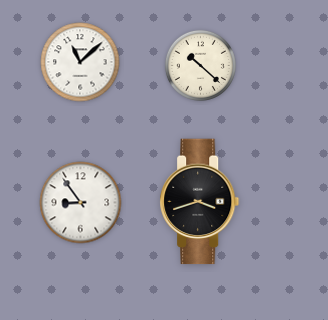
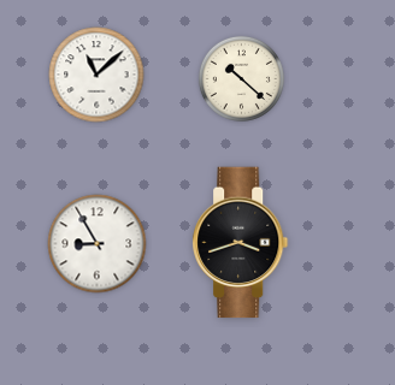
clock at (81, 203): 8:54 -> 8:55
